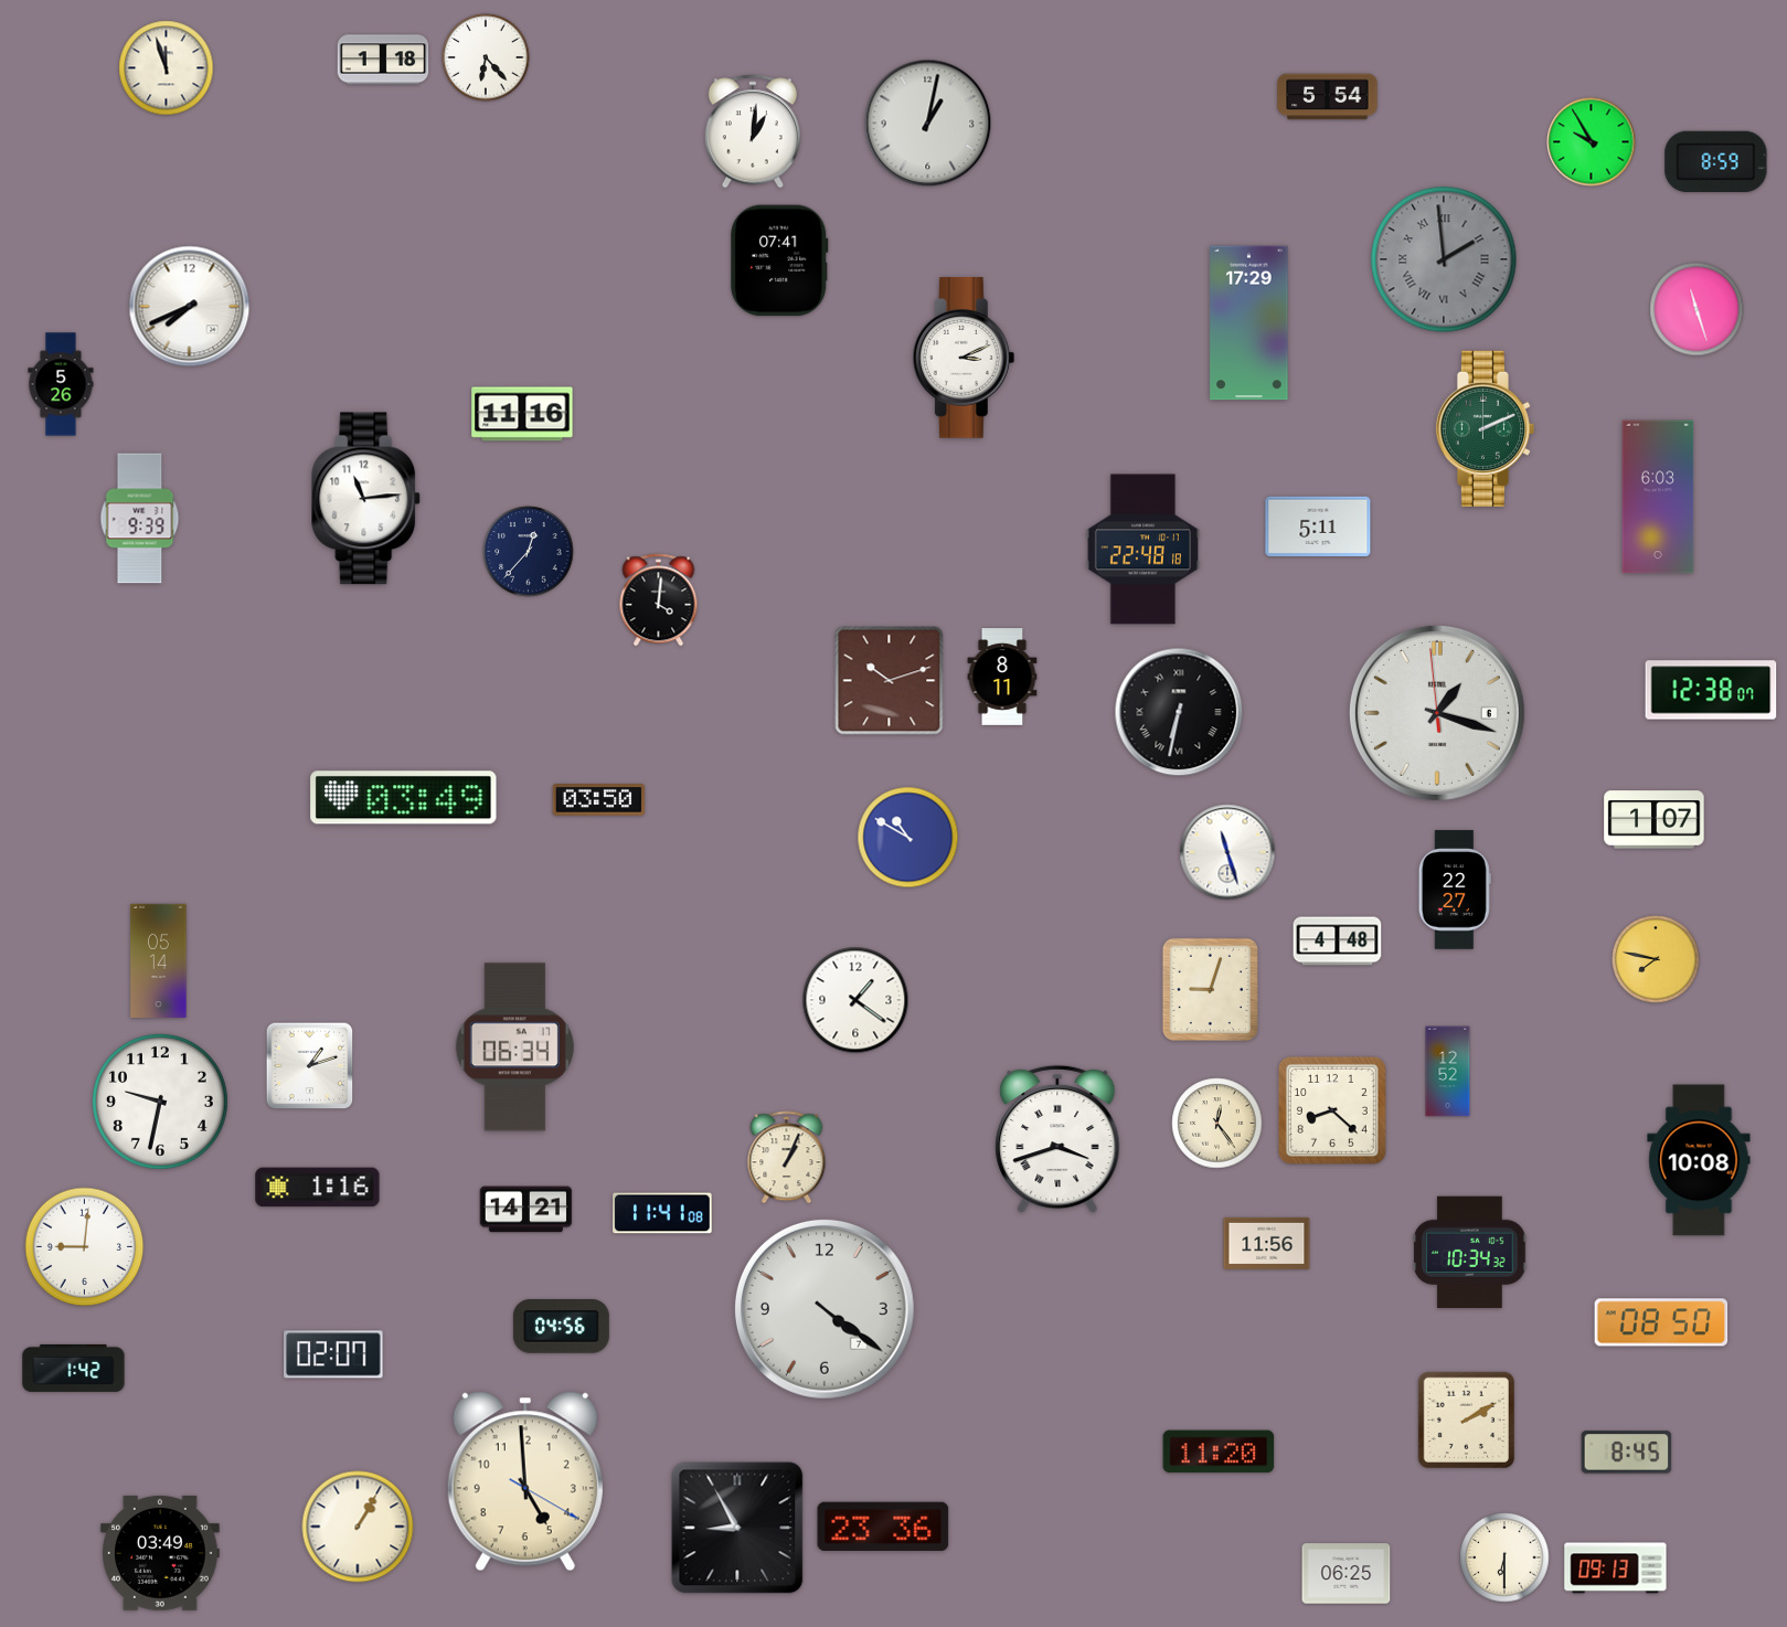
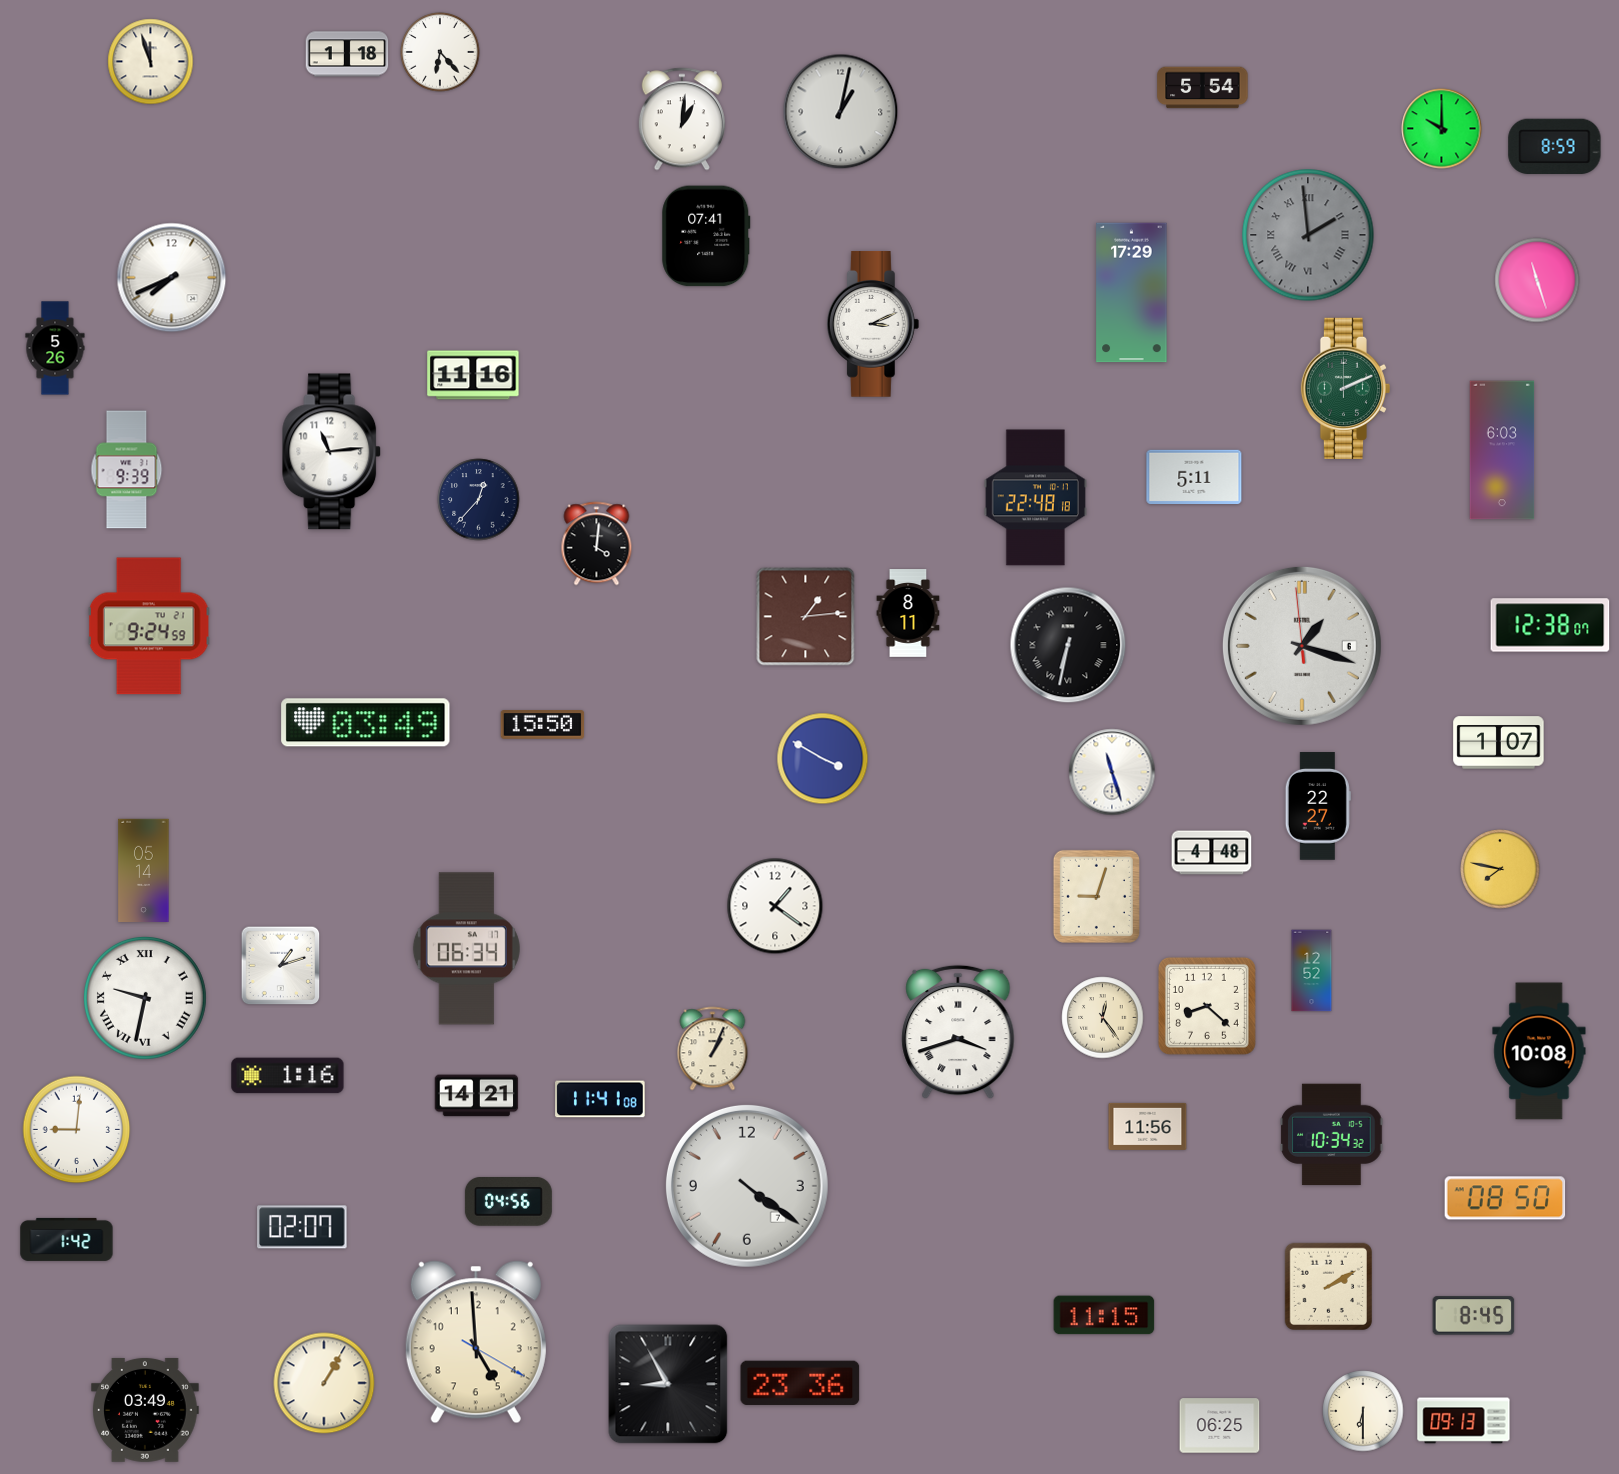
clock at (1592, 142): 9:55 -> 10:00
clock at (890, 681): 10:12 -> 1:14
clock at (149, 626): none -> 9:24
clock at (599, 800): 03:50 -> 15:50
clock at (908, 838): 10:50 -> 3:50
clock at (160, 1102) numerals: Arabic -> Roman
clock at (1219, 1451): 11:20 -> 11:15
clock at (161, 1553) position: (161, 1553) -> (146, 1410)
